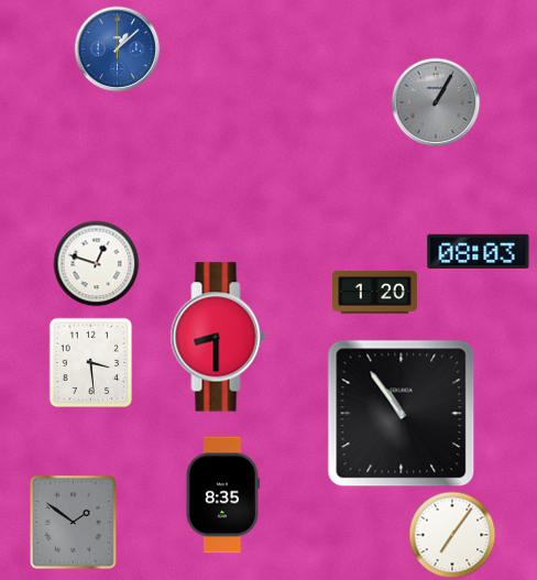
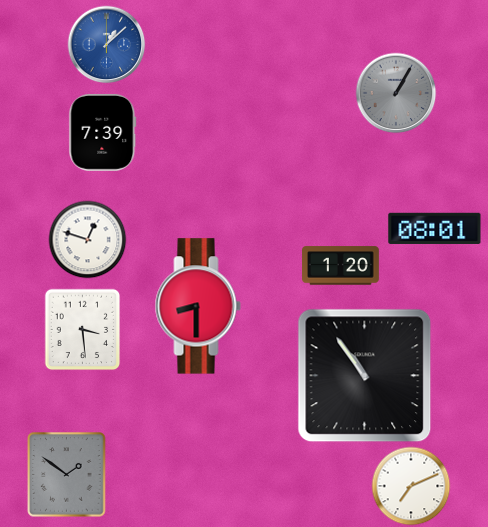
clock at (103, 132): none -> 7:39
clock at (479, 251): 08:03 -> 08:01
clock at (222, 495): 8:35 -> none
clock at (452, 535): 7:06 -> 7:11
